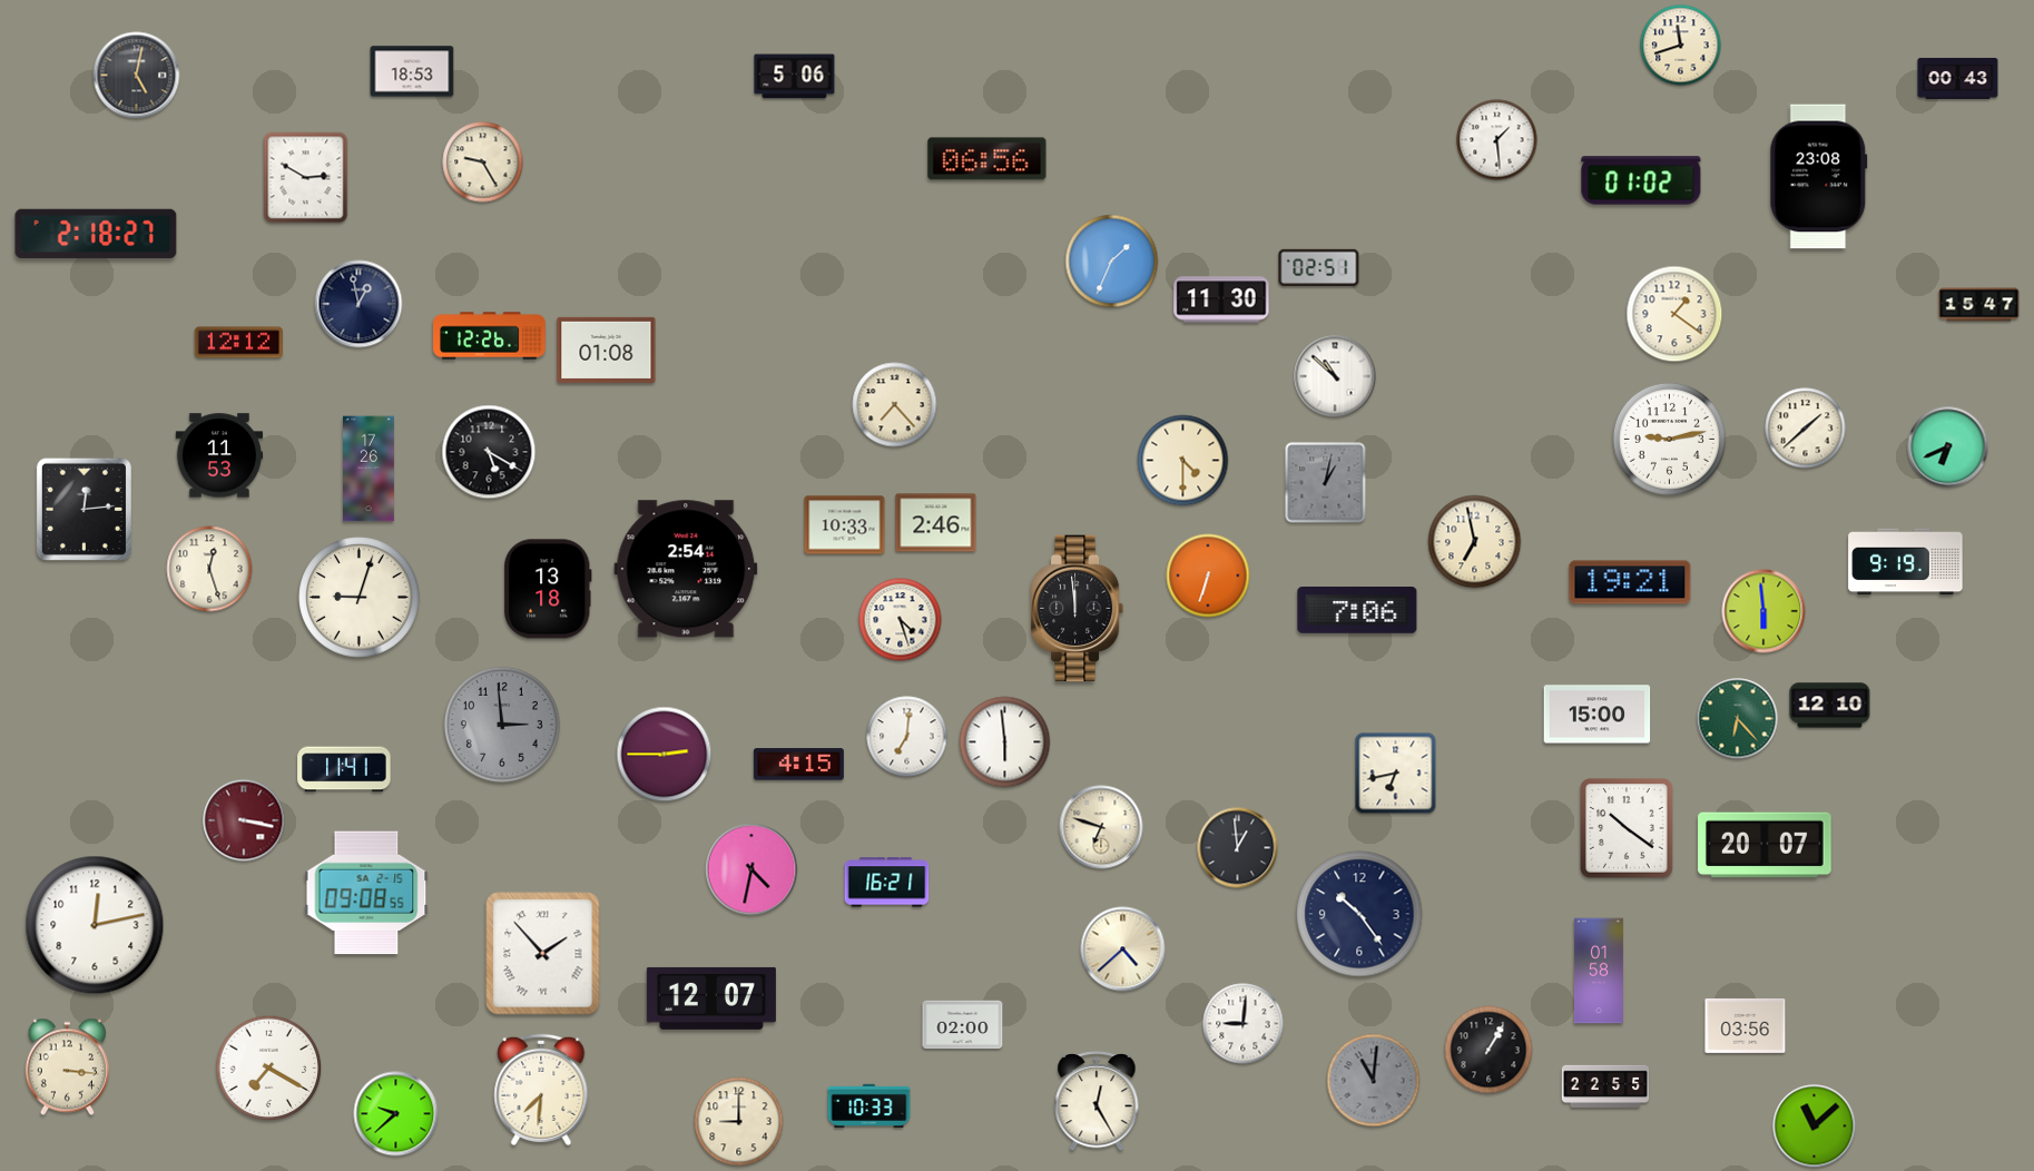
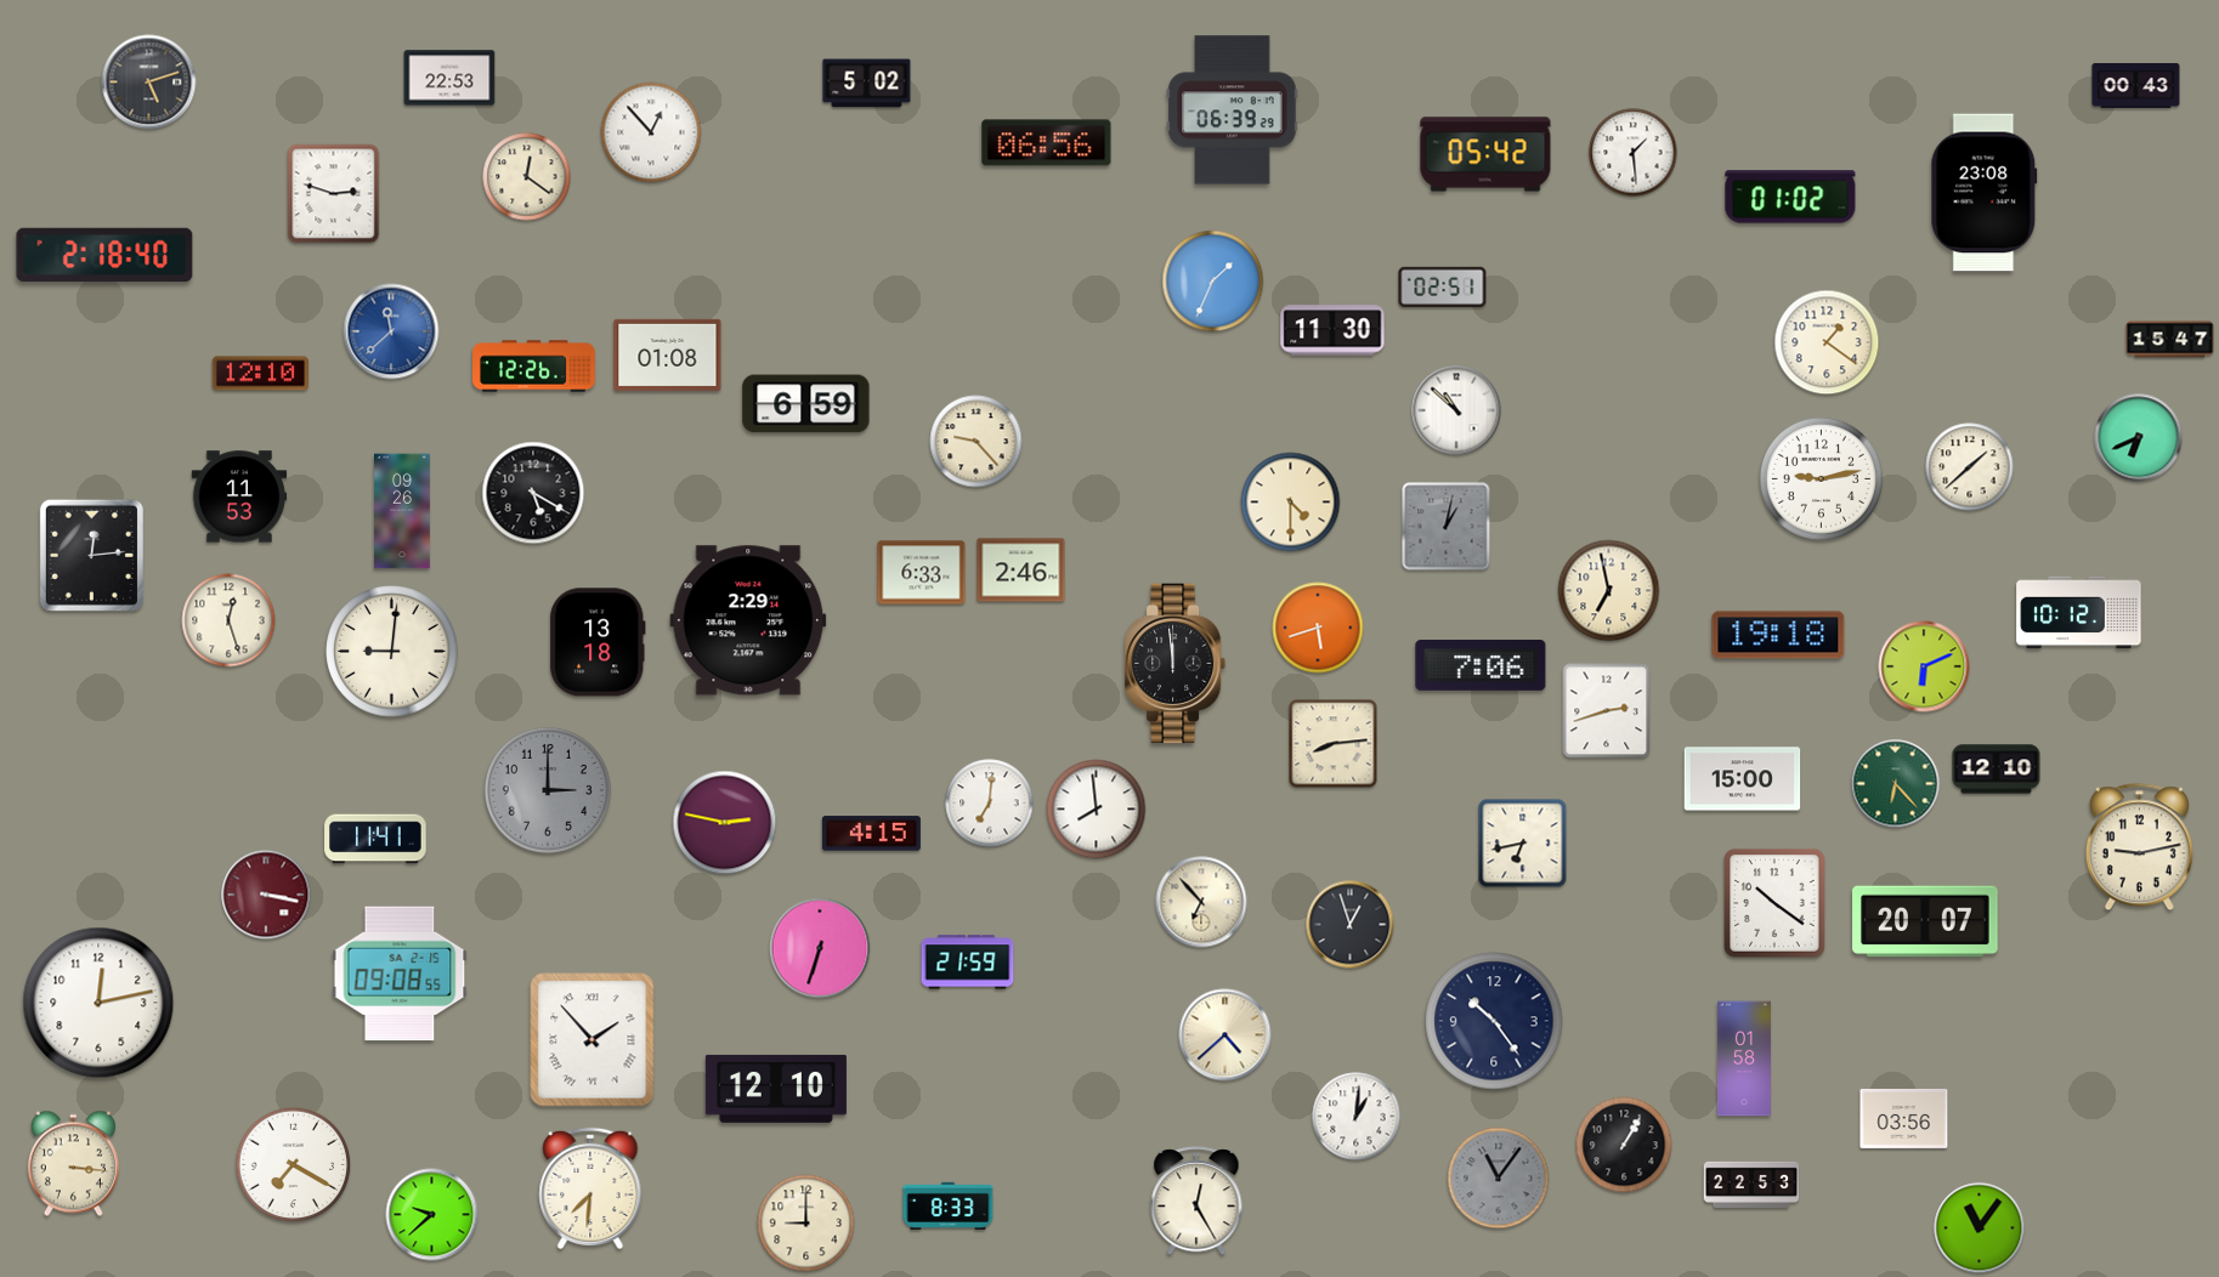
clock at (1681, 46): 11:42 -> none
clock at (412, 71): 18:53 -> 22:53
clock at (137, 76): 5:02 -> 5:12
clock at (795, 77): 5:06 -> 5:02
clock at (1233, 110): none -> 06:39
clock at (651, 132): none -> 12:53
clock at (1485, 154): none -> 05:42
clock at (987, 159) position: (987, 159) -> (1047, 143)
clock at (483, 163): 9:25 -> 12:21
clock at (306, 178): 2:50 -> 2:48
clock at (96, 234): 2:18:27 -> 2:18:40
clock at (1112, 262) position: (1112, 262) -> (1213, 282)
clock at (1319, 267) position: (1319, 267) -> (1443, 286)
clock at (1221, 299) position: (1221, 299) -> (1332, 330)
clock at (358, 304): 12:58 -> 11:38
clock at (358, 304) dial: navy -> blue
clock at (1979, 305) position: (1979, 305) -> (2170, 340)
clock at (238, 343): 12:12 -> 12:10
clock at (607, 350) position: (607, 350) -> (668, 354)
clock at (806, 404): none -> 6:59
clock at (895, 405): 7:23 -> 9:23
clock at (1948, 447) position: (1948, 447) -> (2139, 438)
clock at (370, 469): 17:26 -> 09:26
clock at (845, 525): 10:33 -> 6:33
clock at (1906, 562): 9:19 -> 10:12
clock at (686, 569): 2:54 -> 2:29
clock at (1208, 575): 6:33 -> 5:42
clock at (1630, 582): 19:21 -> 19:18
clock at (360, 598): 9:03 -> 9:01
clock at (1763, 611): 5:59 -> 6:11
clock at (901, 620): 4:27 -> none
clock at (1607, 711): none -> 2:42
clock at (1334, 744): none -> 8:14
clock at (502, 725): 2:59 -> 3:00
clock at (1005, 742): 5:59 -> 7:59
clock at (665, 755): 2:45 -> 2:47
clock at (2139, 847): none -> 9:13
clock at (1101, 827): 6:48 -> 6:53
clock at (1238, 848): 12:59 -> 12:57
clock at (751, 869): 4:32 -> 6:33
clock at (887, 883): 16:21 -> 21:59
clock at (1359, 914) position: (1359, 914) -> (1494, 1021)
clock at (95, 925) position: (95, 925) -> (98, 1003)
clock at (711, 998): 12:07 -> 12:10
clock at (1244, 1024): 9:01 -> 1:01
clock at (963, 1025): 02:00 -> none
clock at (1374, 1081): 11:01 -> 11:06
clock at (1605, 1085): 22:55 -> 22:53
clock at (869, 1105): 10:33 -> 8:33
clock at (1815, 1126): 11:08 -> 11:06
